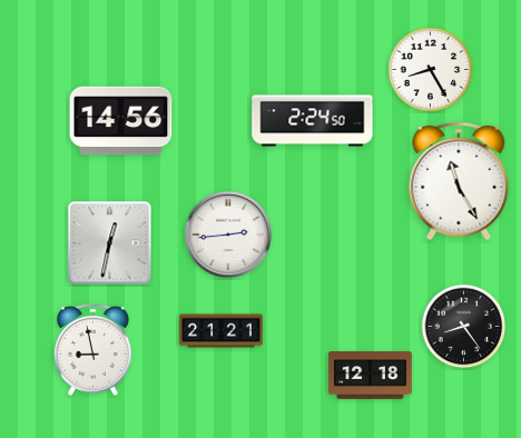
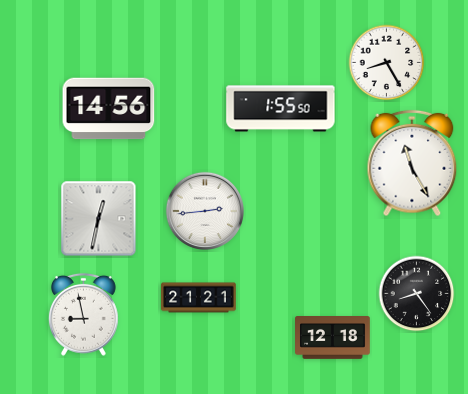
clock at (313, 121): 2:24 -> 1:55
